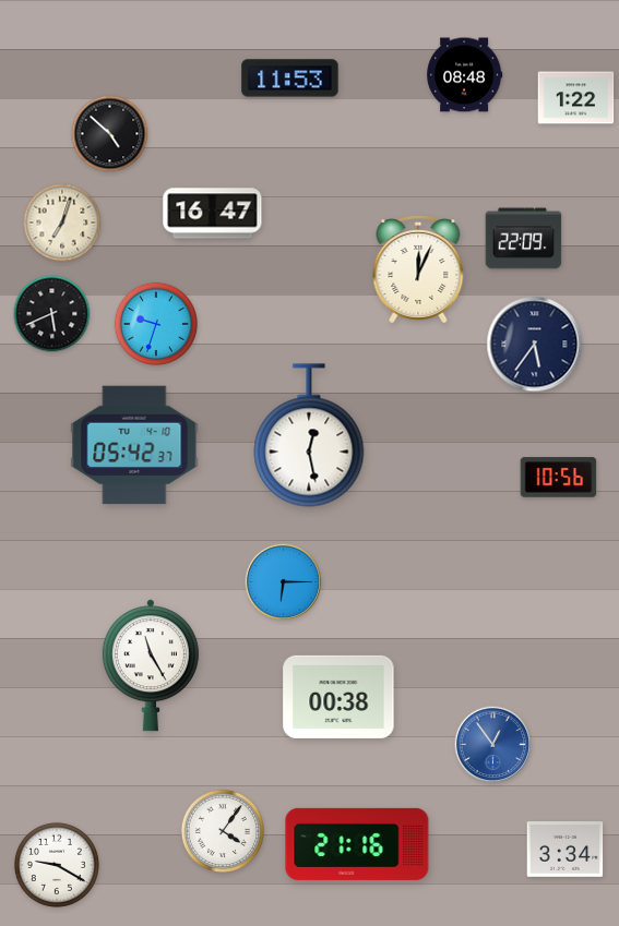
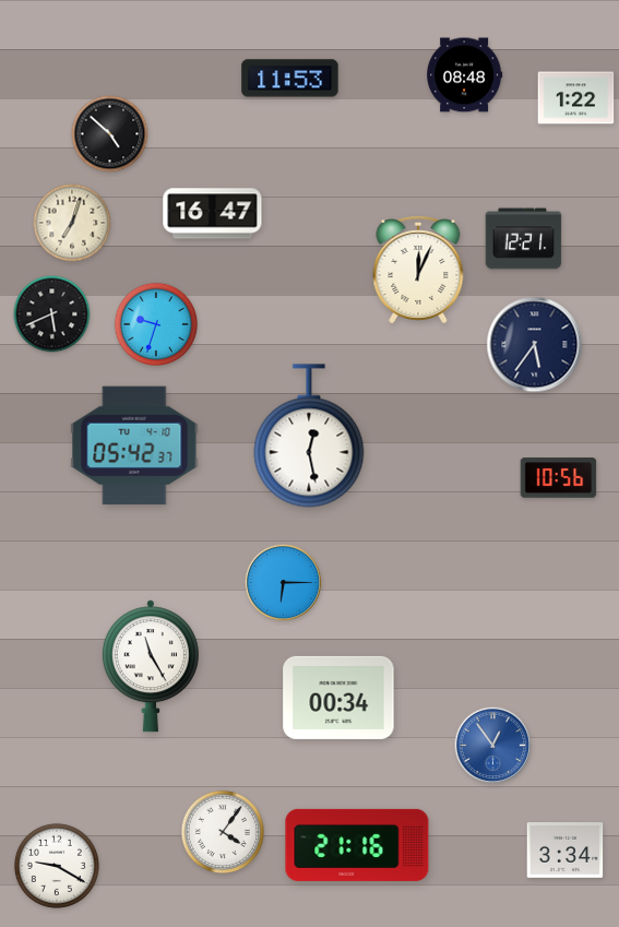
clock at (62, 223) position: (62, 223) -> (72, 223)
clock at (524, 239): 22:09 -> 12:21
clock at (338, 697): 00:38 -> 00:34
